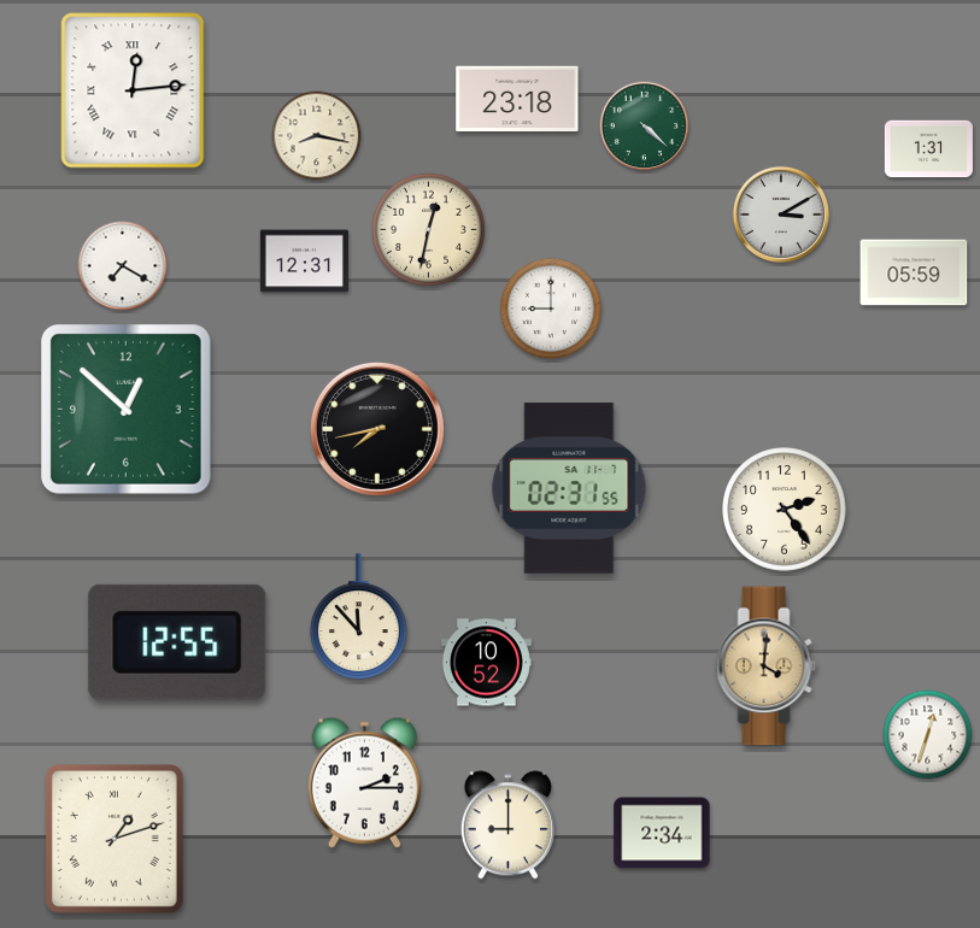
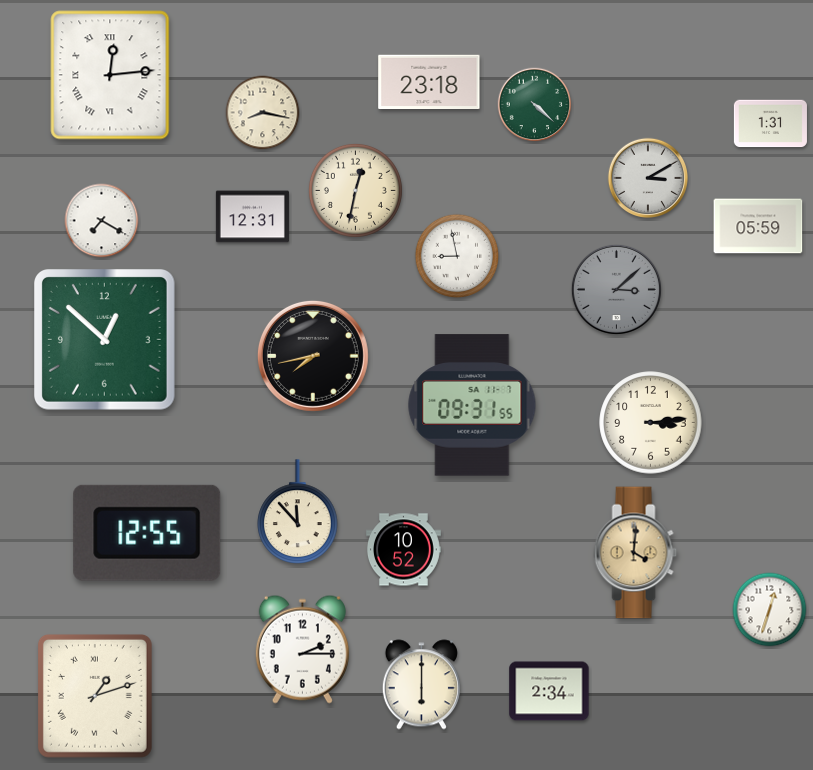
clock at (551, 309): 9:00 -> 8:58
clock at (616, 289): none -> 3:08
clock at (569, 488): 02:31 -> 09:31
clock at (785, 510): 2:24 -> 3:14
clock at (507, 826): 9:00 -> 6:00
